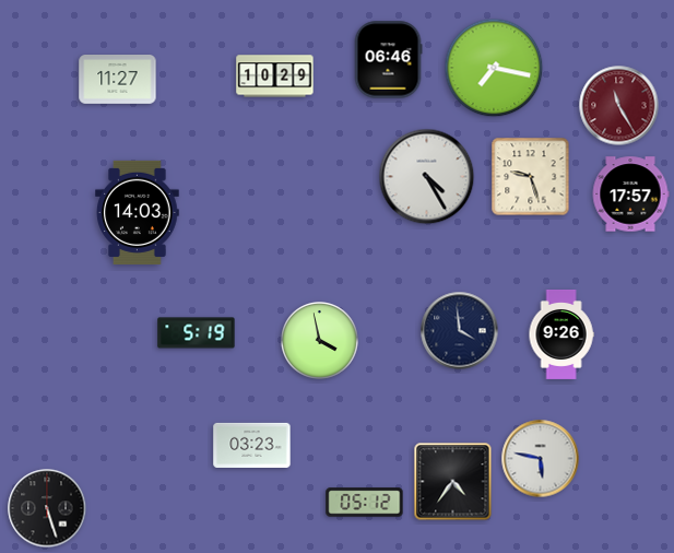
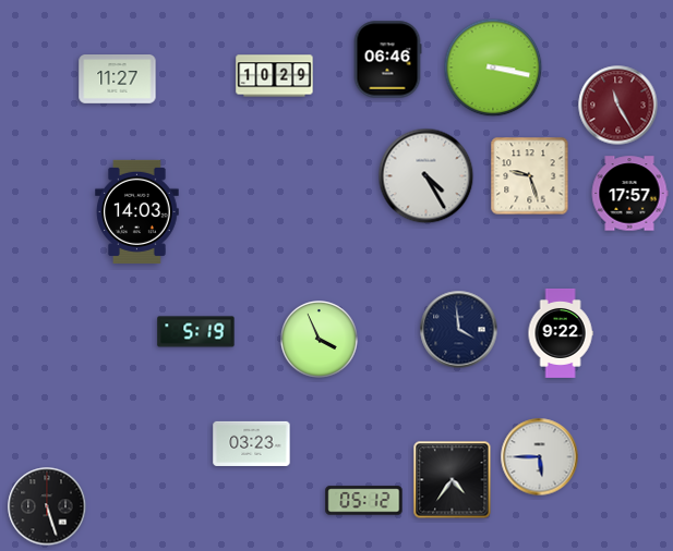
clock at (494, 68): 7:17 -> 3:17
clock at (561, 334): 9:26 -> 9:22
clock at (320, 341): 3:58 -> 3:56
clock at (541, 459): 5:47 -> 5:45
